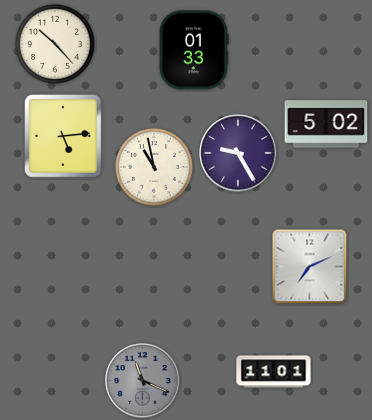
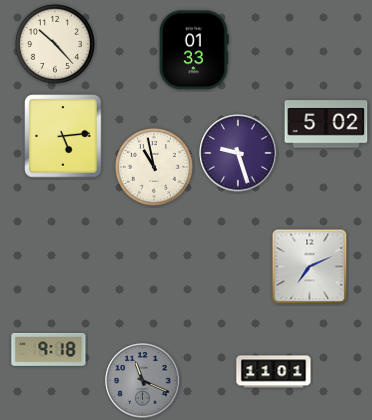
clock at (238, 153): 9:25 -> 9:27
clock at (49, 349): none -> 9:18
